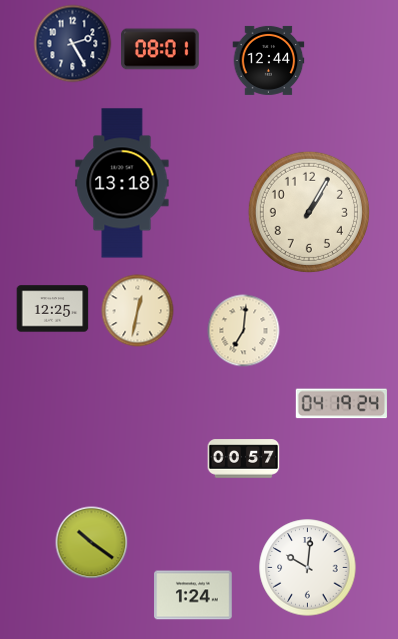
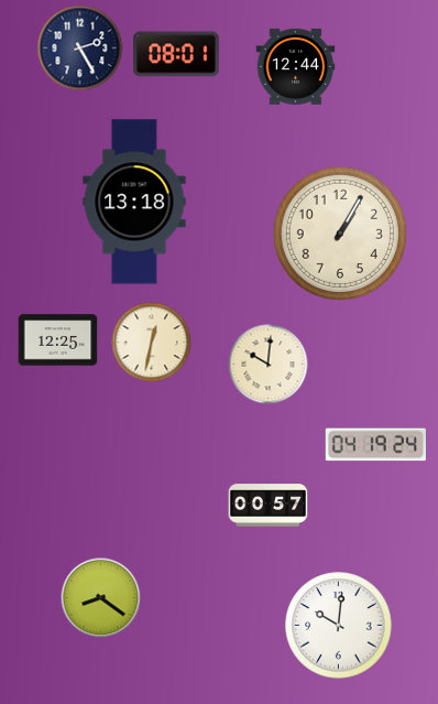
clock at (244, 331): 7:01 -> 10:01
clock at (92, 543): 10:21 -> 8:21
clock at (193, 595): 1:24 -> none
